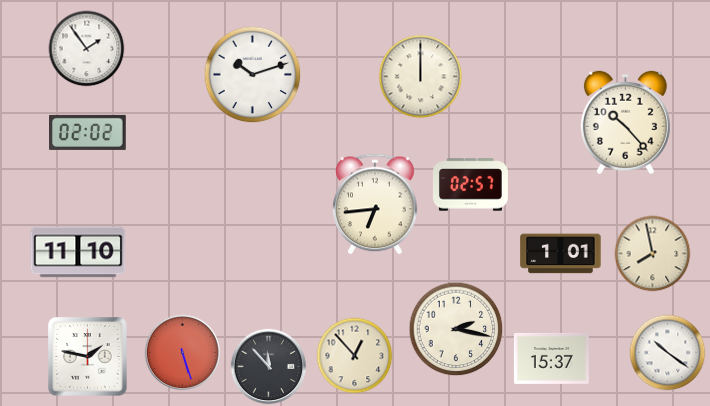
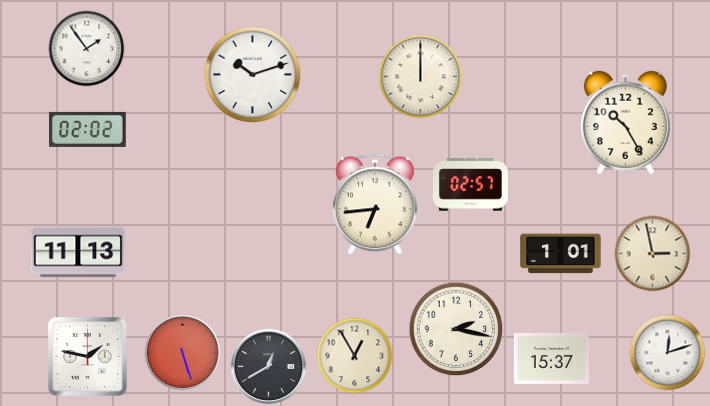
clock at (625, 123): 10:23 -> 10:25
clock at (88, 132) position: (88, 132) -> (88, 129)
clock at (78, 252): 11:10 -> 11:13
clock at (653, 254): 7:58 -> 2:58
clock at (668, 353): 10:21 -> 12:12
clock at (355, 356): 12:53 -> 12:55
clock at (269, 367): 11:53 -> 12:40
